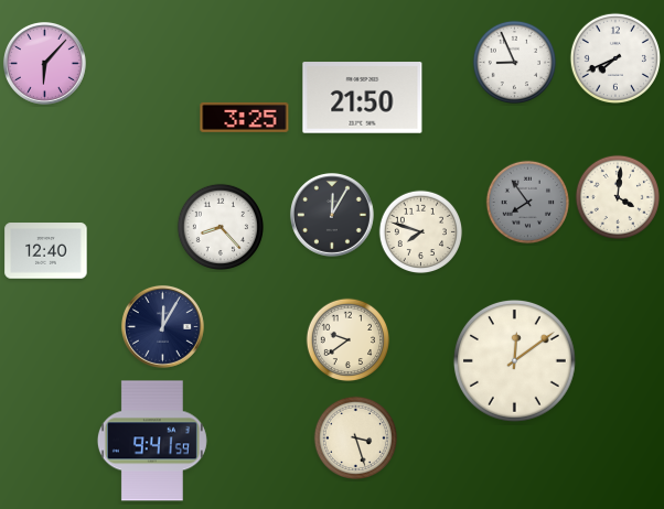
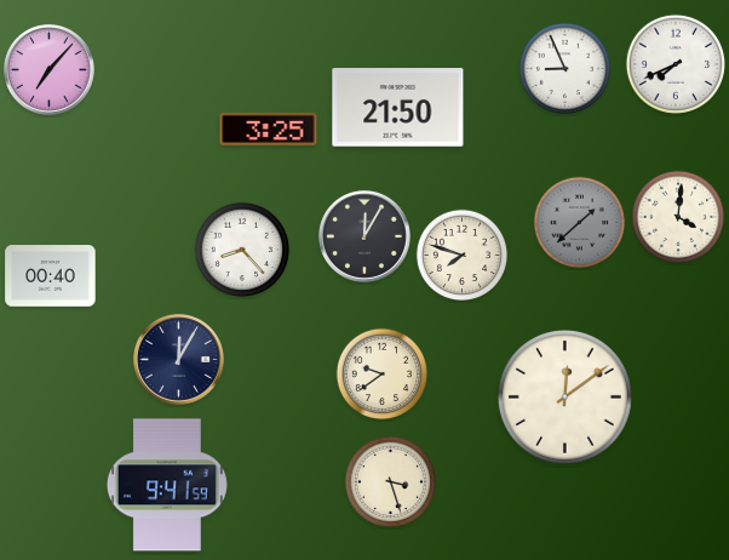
clock at (44, 63): 6:07 -> 7:07
clock at (528, 203): 7:54 -> 1:38
clock at (46, 251): 12:40 -> 00:40
